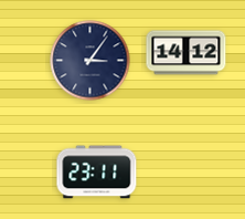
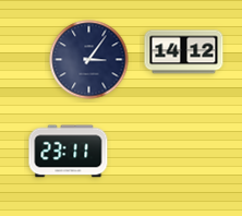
clock at (97, 173) position: (97, 173) -> (69, 152)
